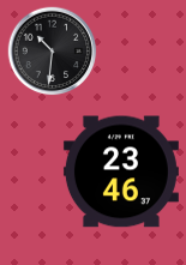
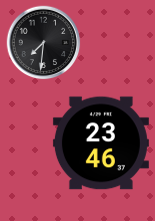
clock at (53, 52): 10:31 -> 7:31
